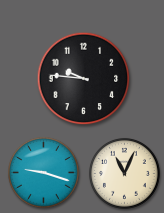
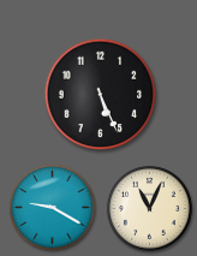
clock at (84, 79): 9:46 -> 5:26
clock at (43, 172): 9:18 -> 9:20
